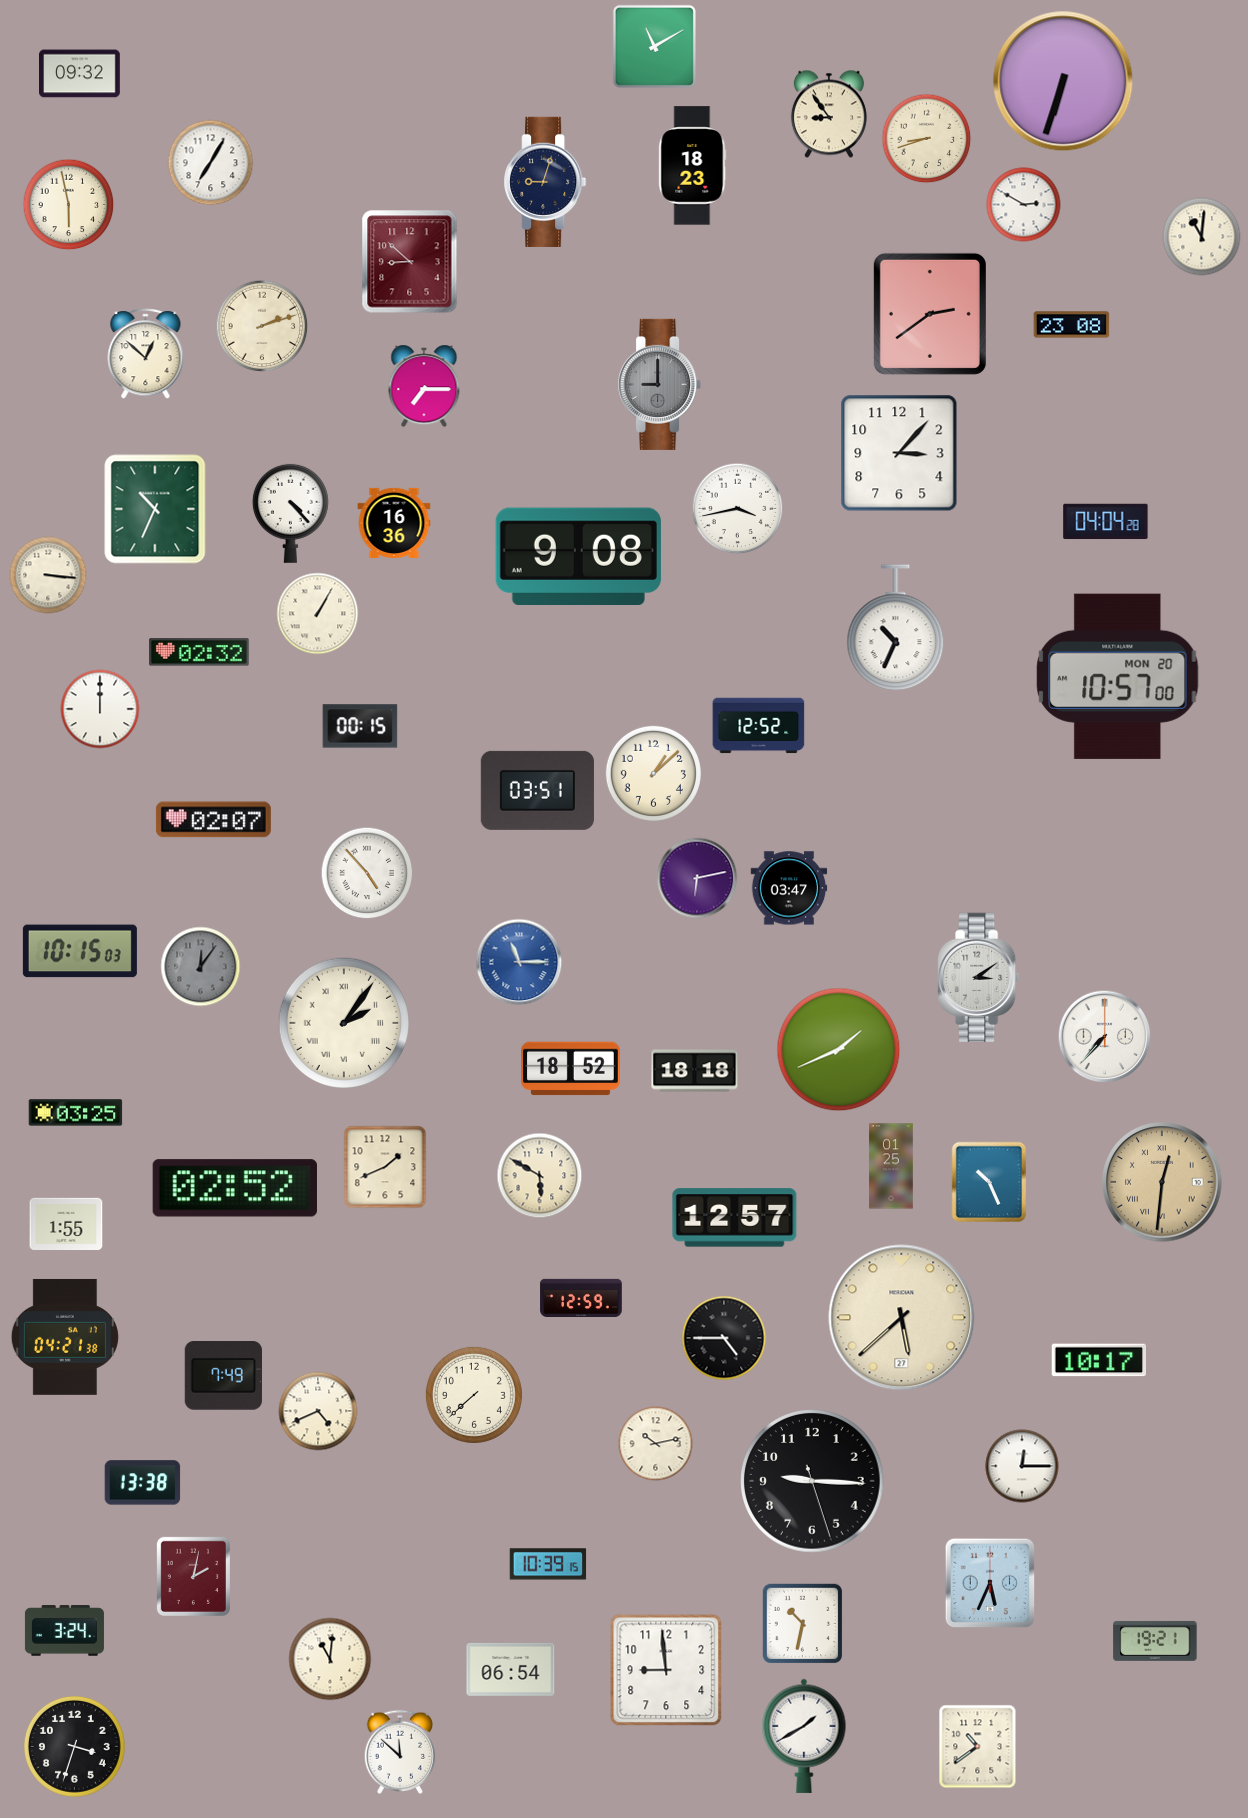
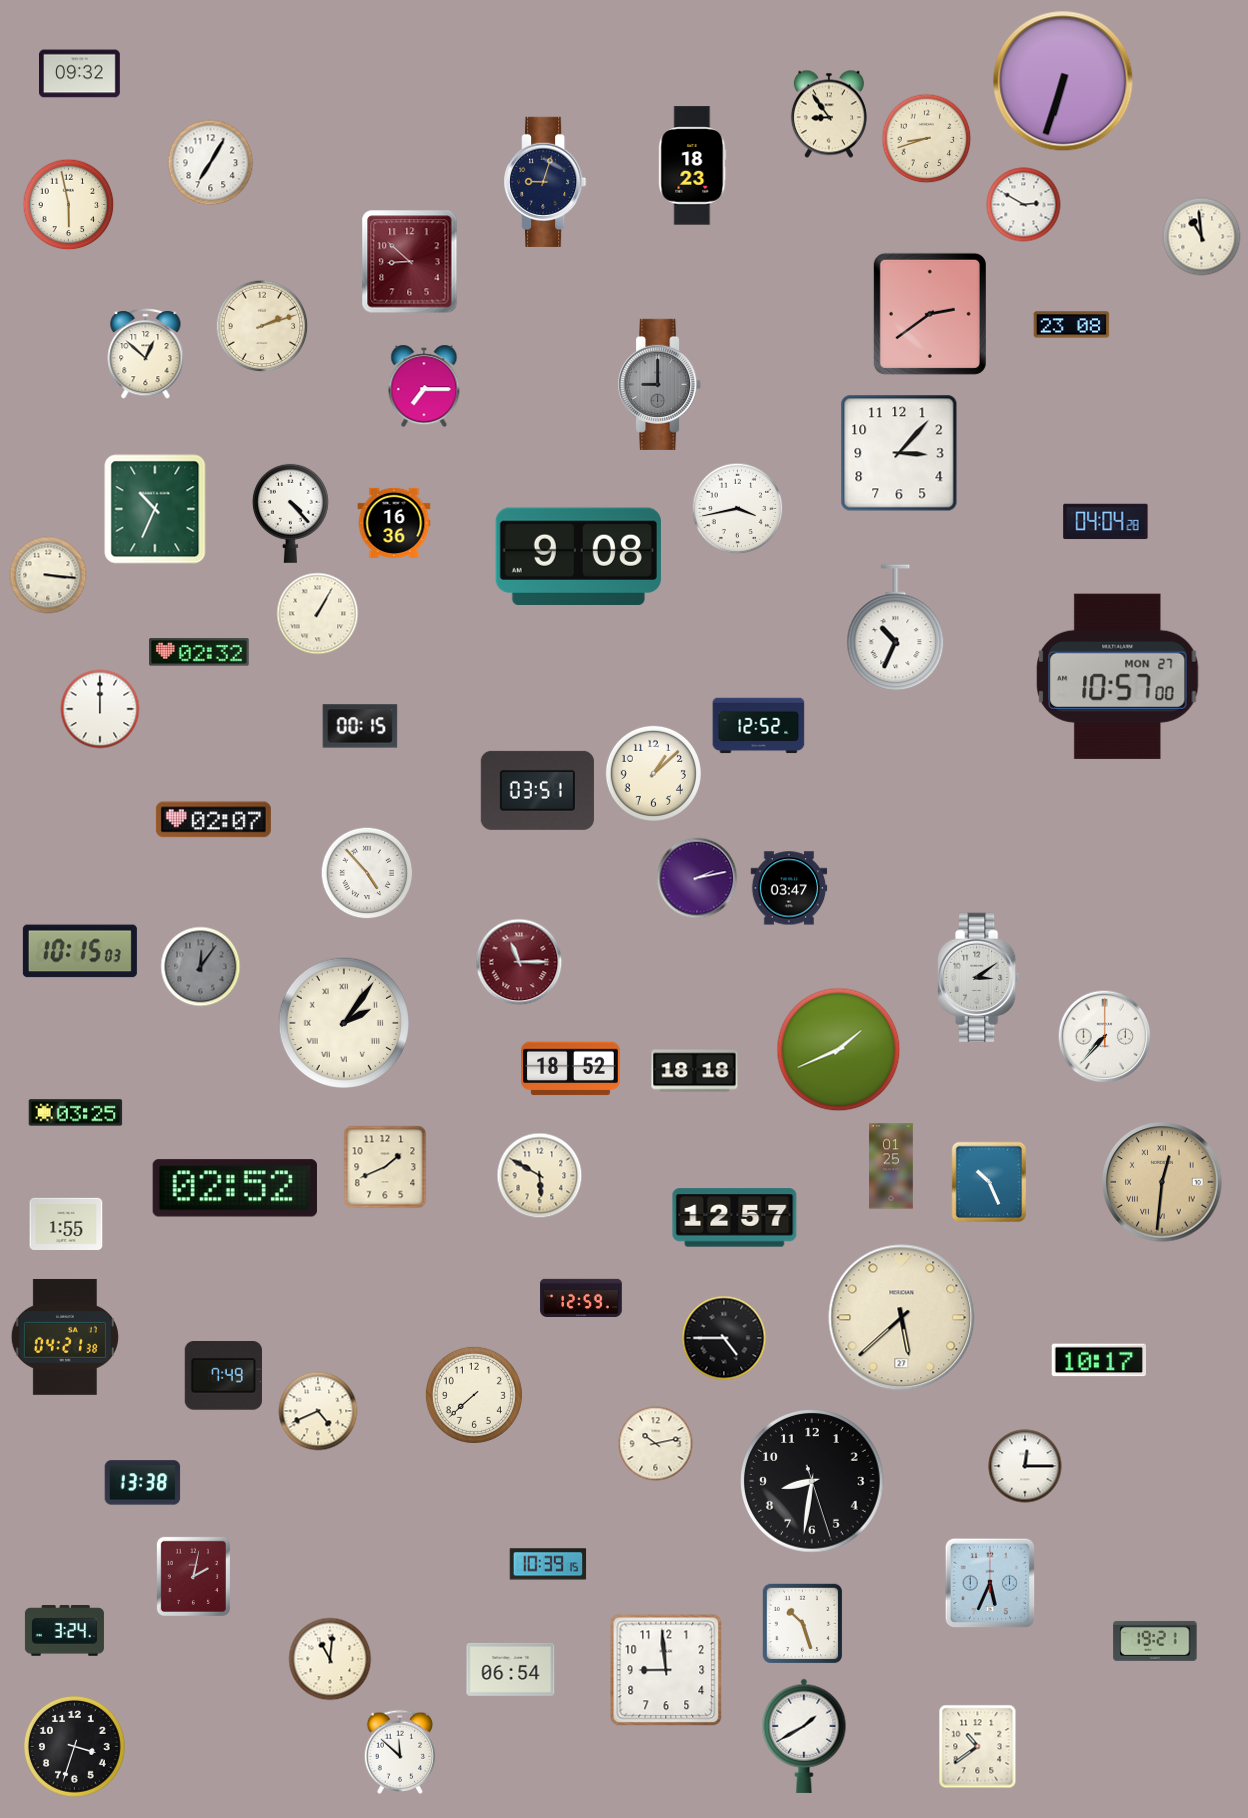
clock at (654, 46): 11:10 -> none
clock at (1202, 237): 11:01 -> 10:59
clock at (1118, 676) date: MON 20 -> MON 27
clock at (697, 878): 6:13 -> 2:13
clock at (519, 962) dial: blue -> burgundy
clock at (1022, 1466) position: (1022, 1466) -> (1025, 1466)
clock at (812, 1481): 9:15 -> 8:31
clock at (803, 1624): 10:32 -> 10:27
